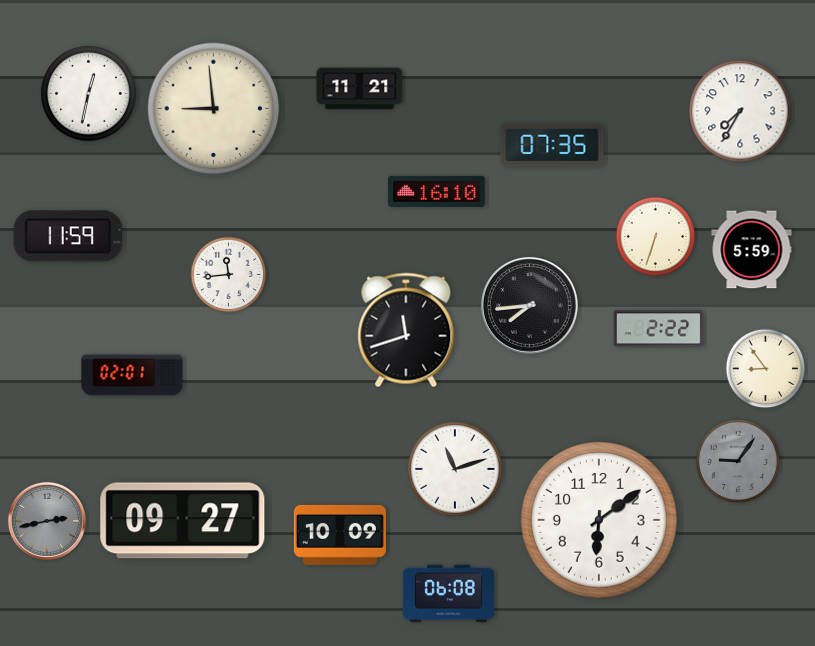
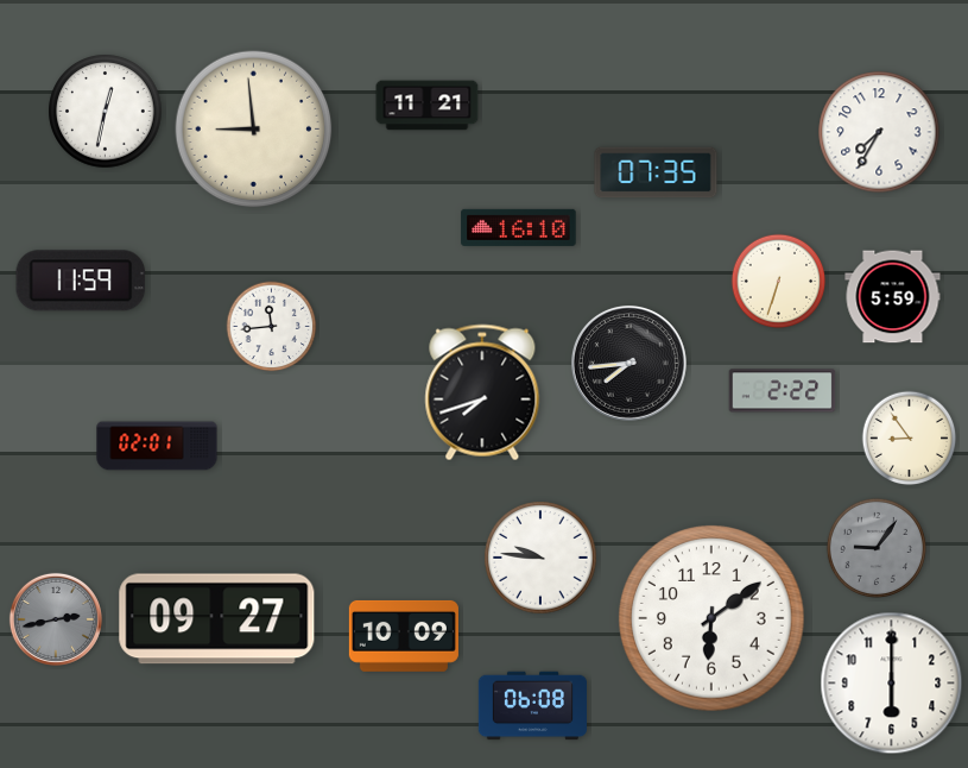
clock at (406, 330): 11:42 -> 7:42
clock at (455, 469): 11:12 -> 9:46
clock at (892, 684): none -> 6:00
